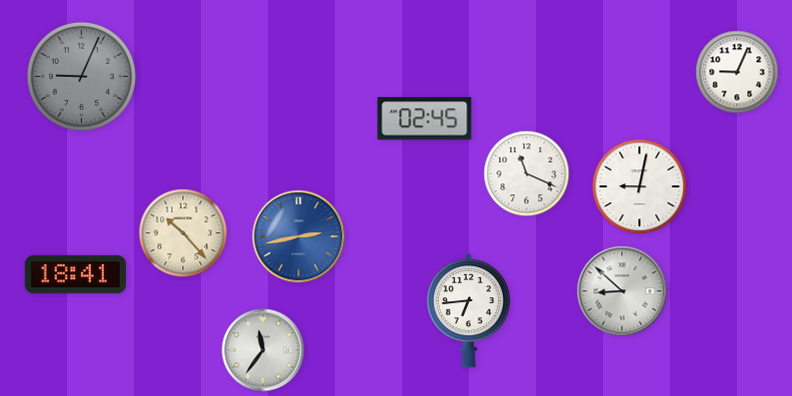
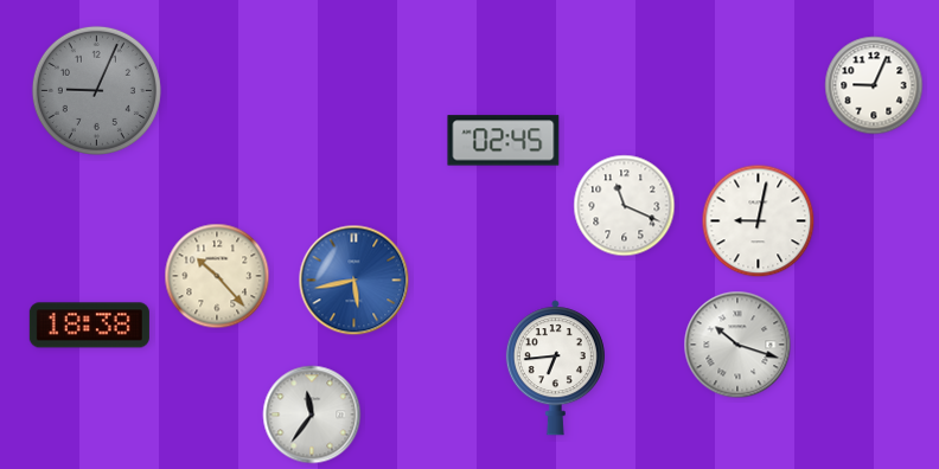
clock at (299, 237): 2:43 -> 5:43
clock at (75, 275): 18:41 -> 18:38
clock at (622, 291): 8:52 -> 10:18
